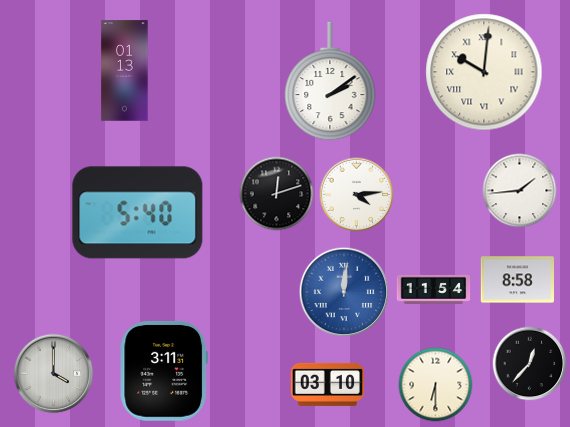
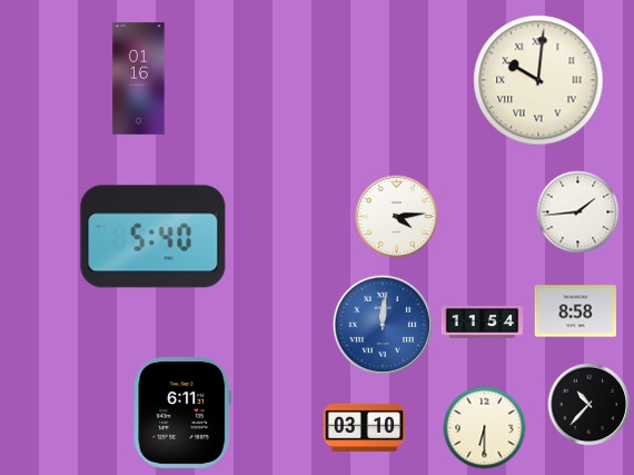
clock at (125, 71): 01:13 -> 01:16
clock at (330, 81): 2:09 -> none
clock at (277, 194): 12:12 -> none
clock at (530, 364): 12:37 -> 10:37
clock at (164, 371): 3:11 -> 6:11
clock at (54, 374): 4:00 -> none
